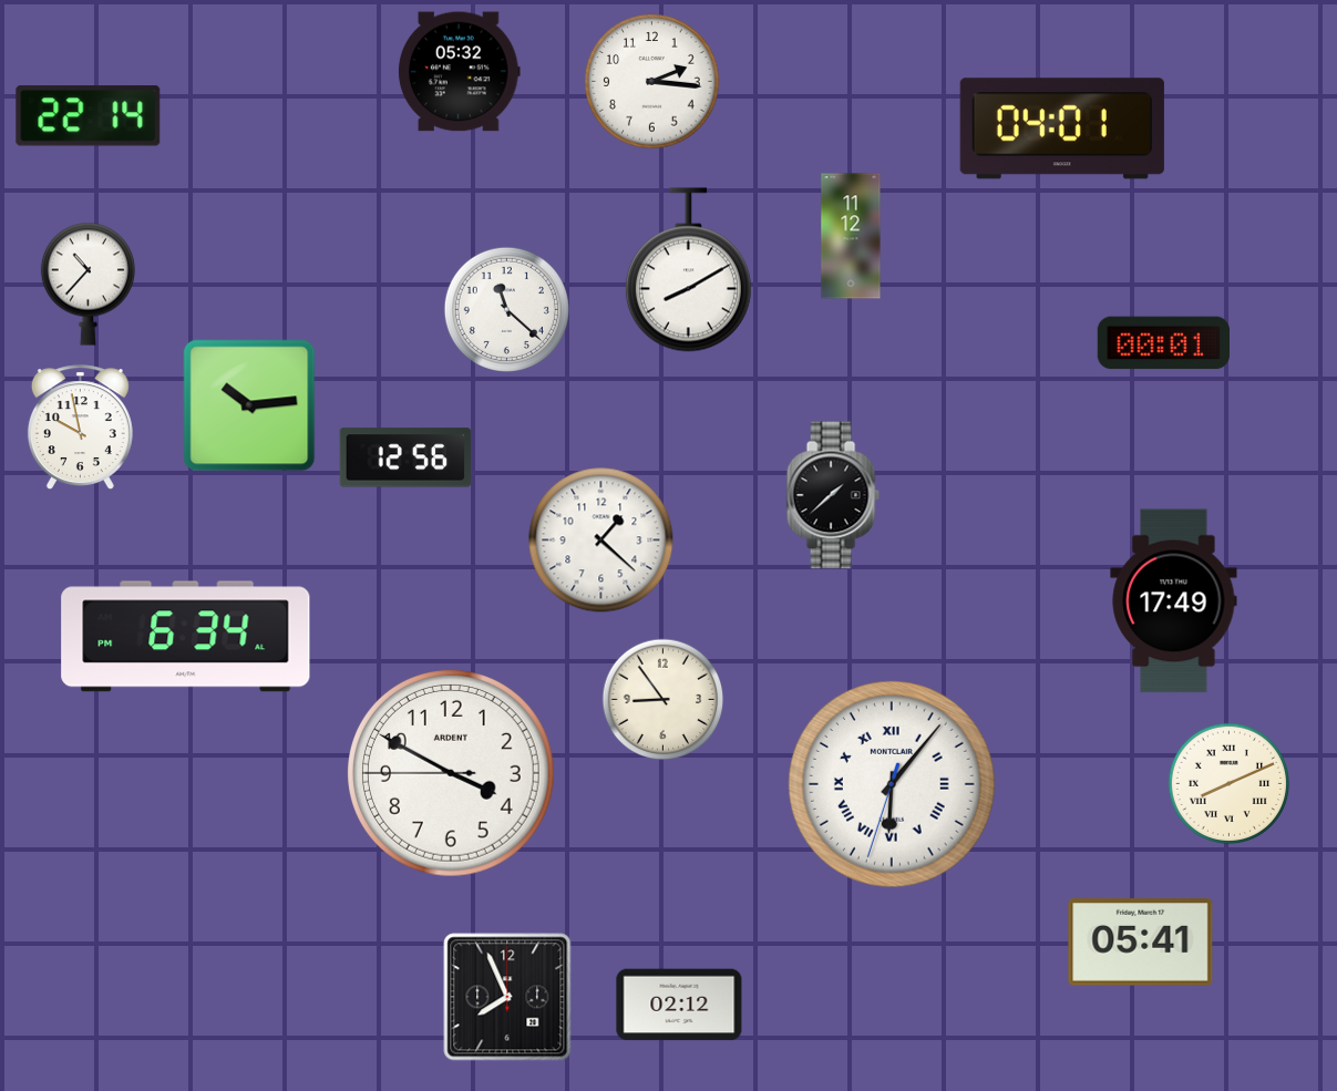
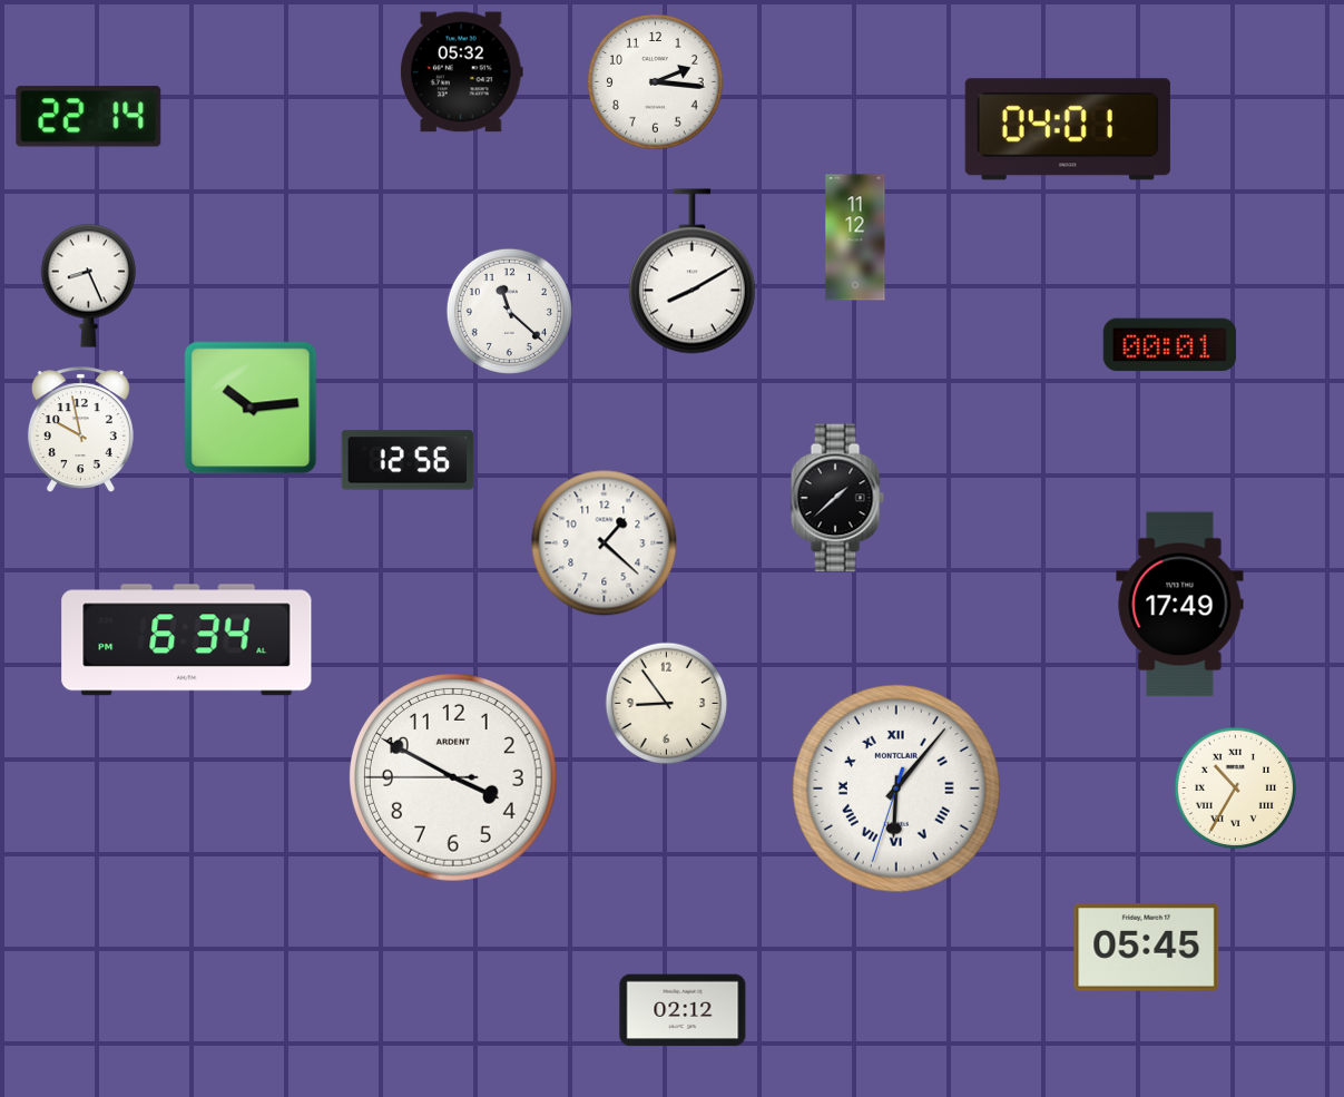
clock at (88, 284): 10:37 -> 8:26
clock at (1230, 784): 8:11 -> 10:35
clock at (1141, 943): 05:41 -> 05:45
clock at (507, 997): 7:56 -> none
